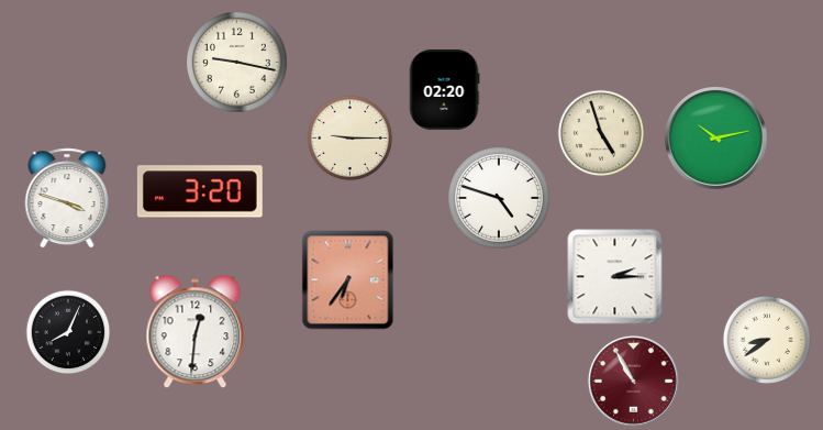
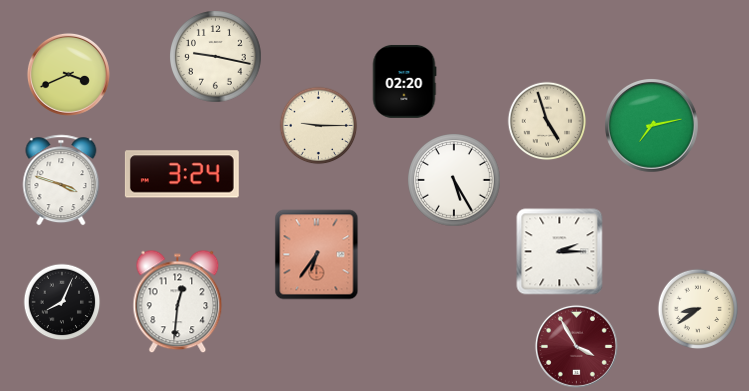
clock at (68, 74): none -> 3:41
clock at (716, 139): 10:13 -> 7:13
clock at (200, 191): 3:20 -> 3:24
clock at (499, 198): 4:48 -> 5:25
clock at (633, 381): 10:55 -> 3:55
